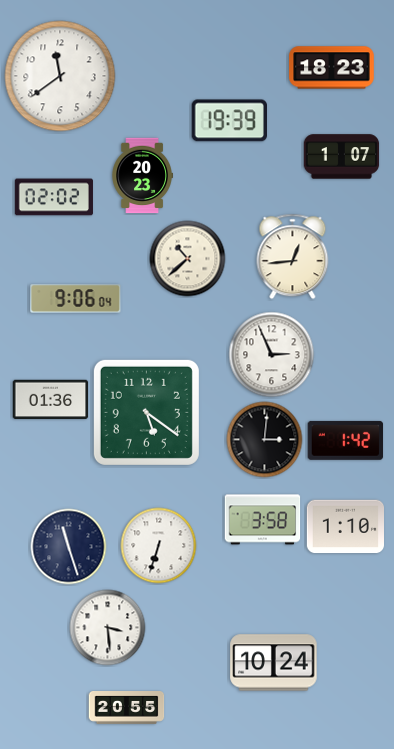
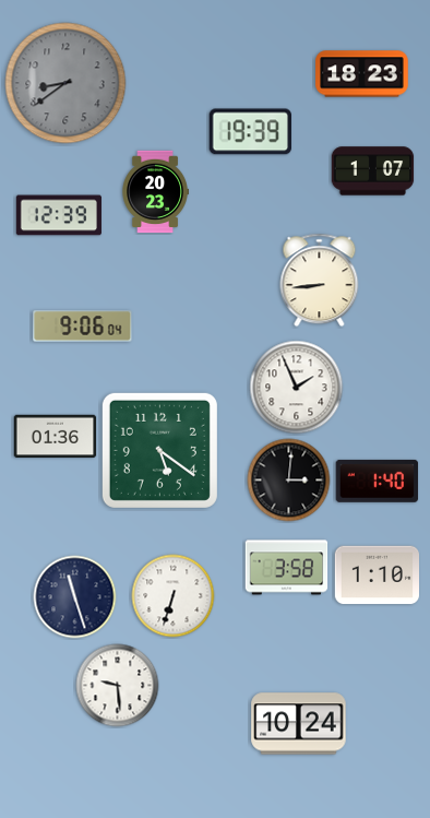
clock at (60, 76): 11:39 -> 8:39
clock at (60, 76) dial: white -> grey
clock at (54, 197): 02:02 -> 12:39
clock at (293, 257): 12:44 -> 8:44
clock at (188, 259): 10:38 -> none
clock at (272, 355): 2:56 -> 1:56
clock at (346, 440): 1:42 -> 1:40
clock at (108, 628): 3:29 -> 9:29
clock at (127, 708): 20:55 -> none
